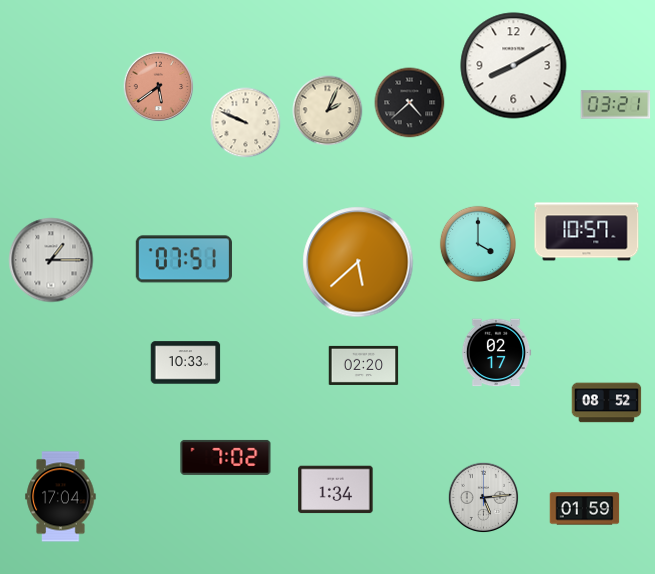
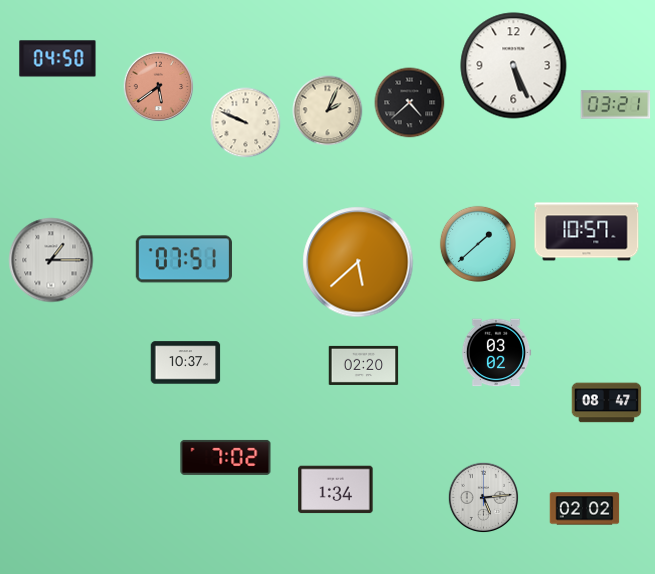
clock at (58, 59): none -> 04:50
clock at (514, 66): 8:10 -> 5:26
clock at (478, 244): 4:00 -> 1:38
clock at (496, 353): 02:17 -> 03:02
clock at (186, 363): 10:33 -> 10:37
clock at (607, 403): 08:52 -> 08:47
clock at (61, 497): 17:04 -> none
clock at (585, 509): 01:59 -> 02:02
